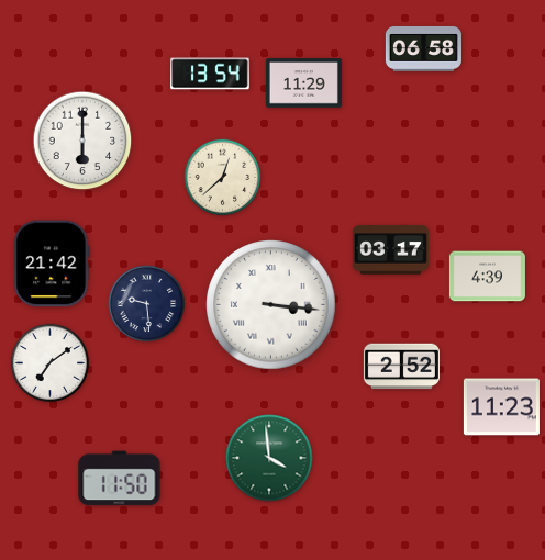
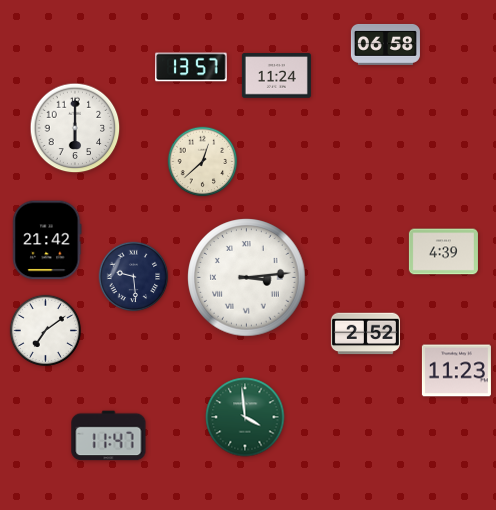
clock at (210, 74): 13:54 -> 13:57
clock at (303, 83): 11:29 -> 11:24
clock at (390, 250): 03:17 -> none
clock at (271, 305): 3:16 -> 3:14
clock at (120, 479): 11:50 -> 11:47
